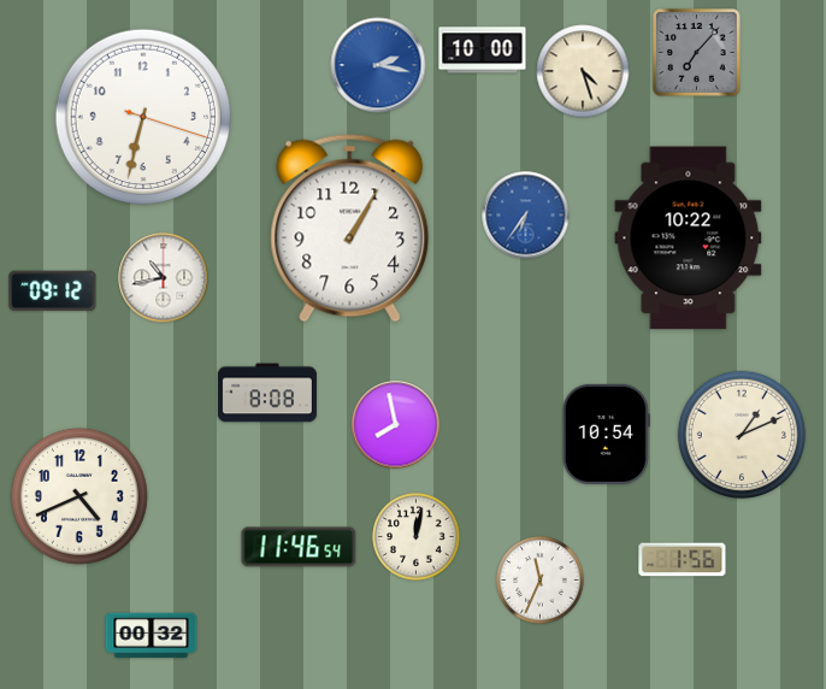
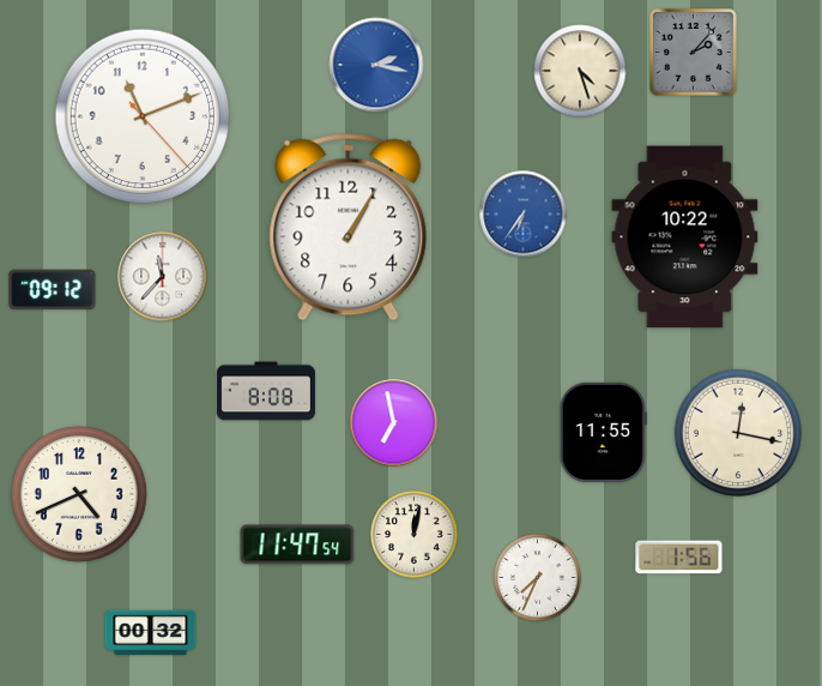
clock at (483, 51): 10:00 -> none
clock at (697, 53): 7:07 -> 2:07
clock at (142, 116): 6:32 -> 11:11
clock at (164, 278): 10:43 -> 11:37
clock at (396, 425): 7:58 -> 6:58
clock at (606, 434): 10:54 -> 11:55
clock at (742, 435): 1:11 -> 12:17
clock at (299, 547): 11:46 -> 11:47
clock at (541, 581): 11:34 -> 7:34
